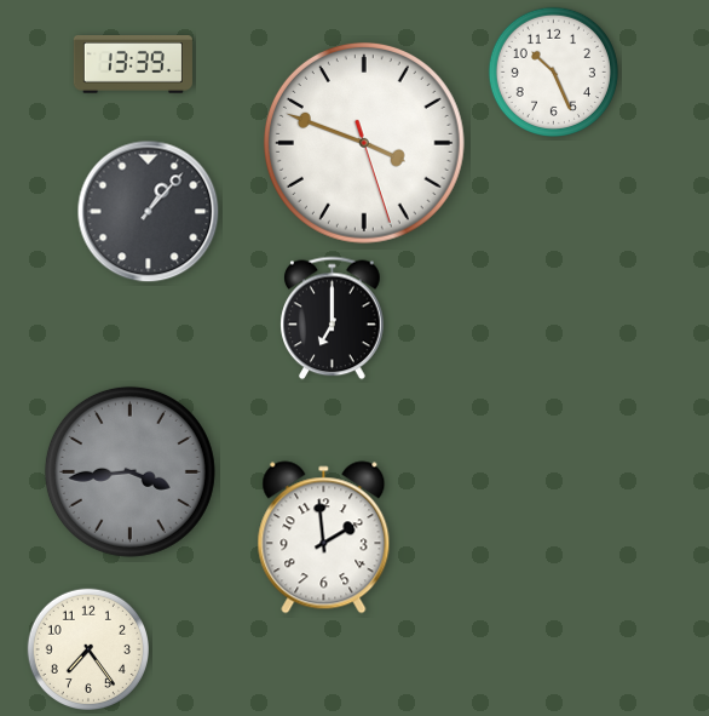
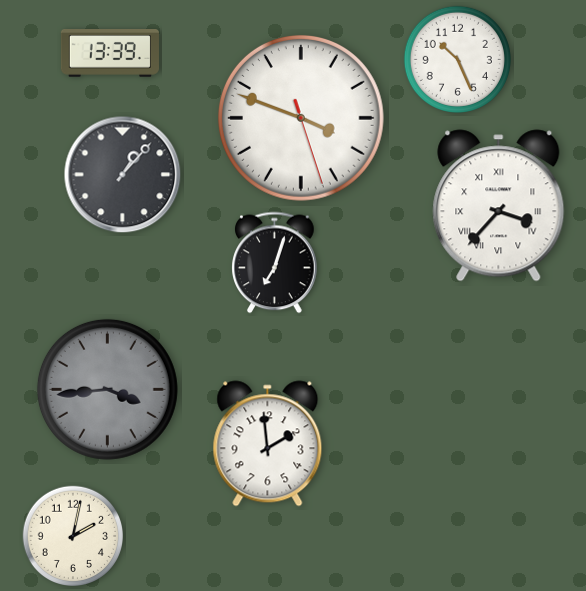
clock at (499, 206): none -> 3:37
clock at (333, 319): 7:00 -> 7:03
clock at (87, 648): 7:24 -> 2:02
